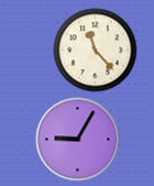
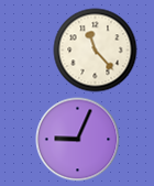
clock at (78, 140): 9:05 -> 9:04
